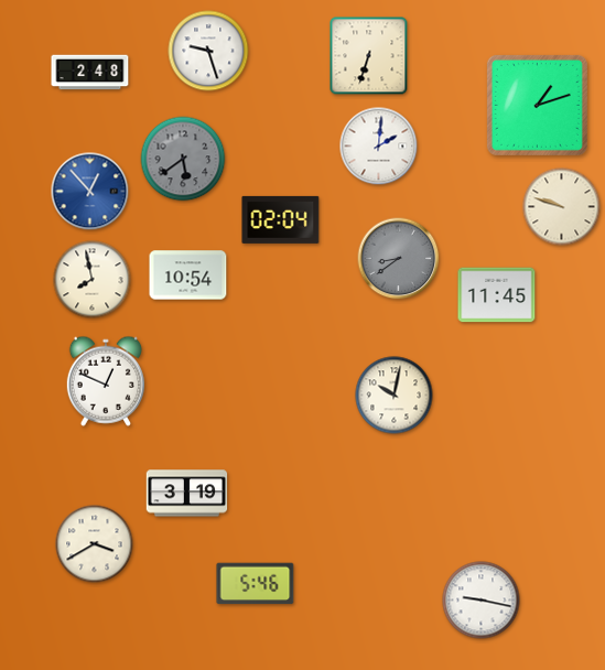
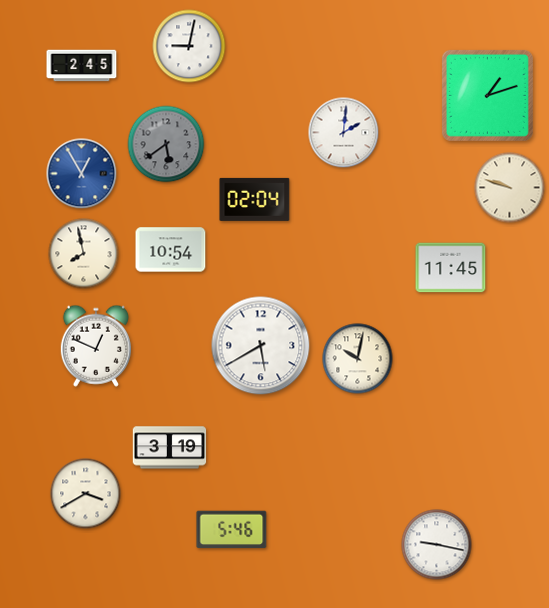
clock at (208, 51): 9:27 -> 9:02
clock at (369, 56): 6:33 -> none
clock at (90, 73): 2:48 -> 2:45
clock at (90, 192): 12:53 -> 12:55
clock at (399, 259): 8:39 -> none
clock at (261, 346): none -> 5:40
